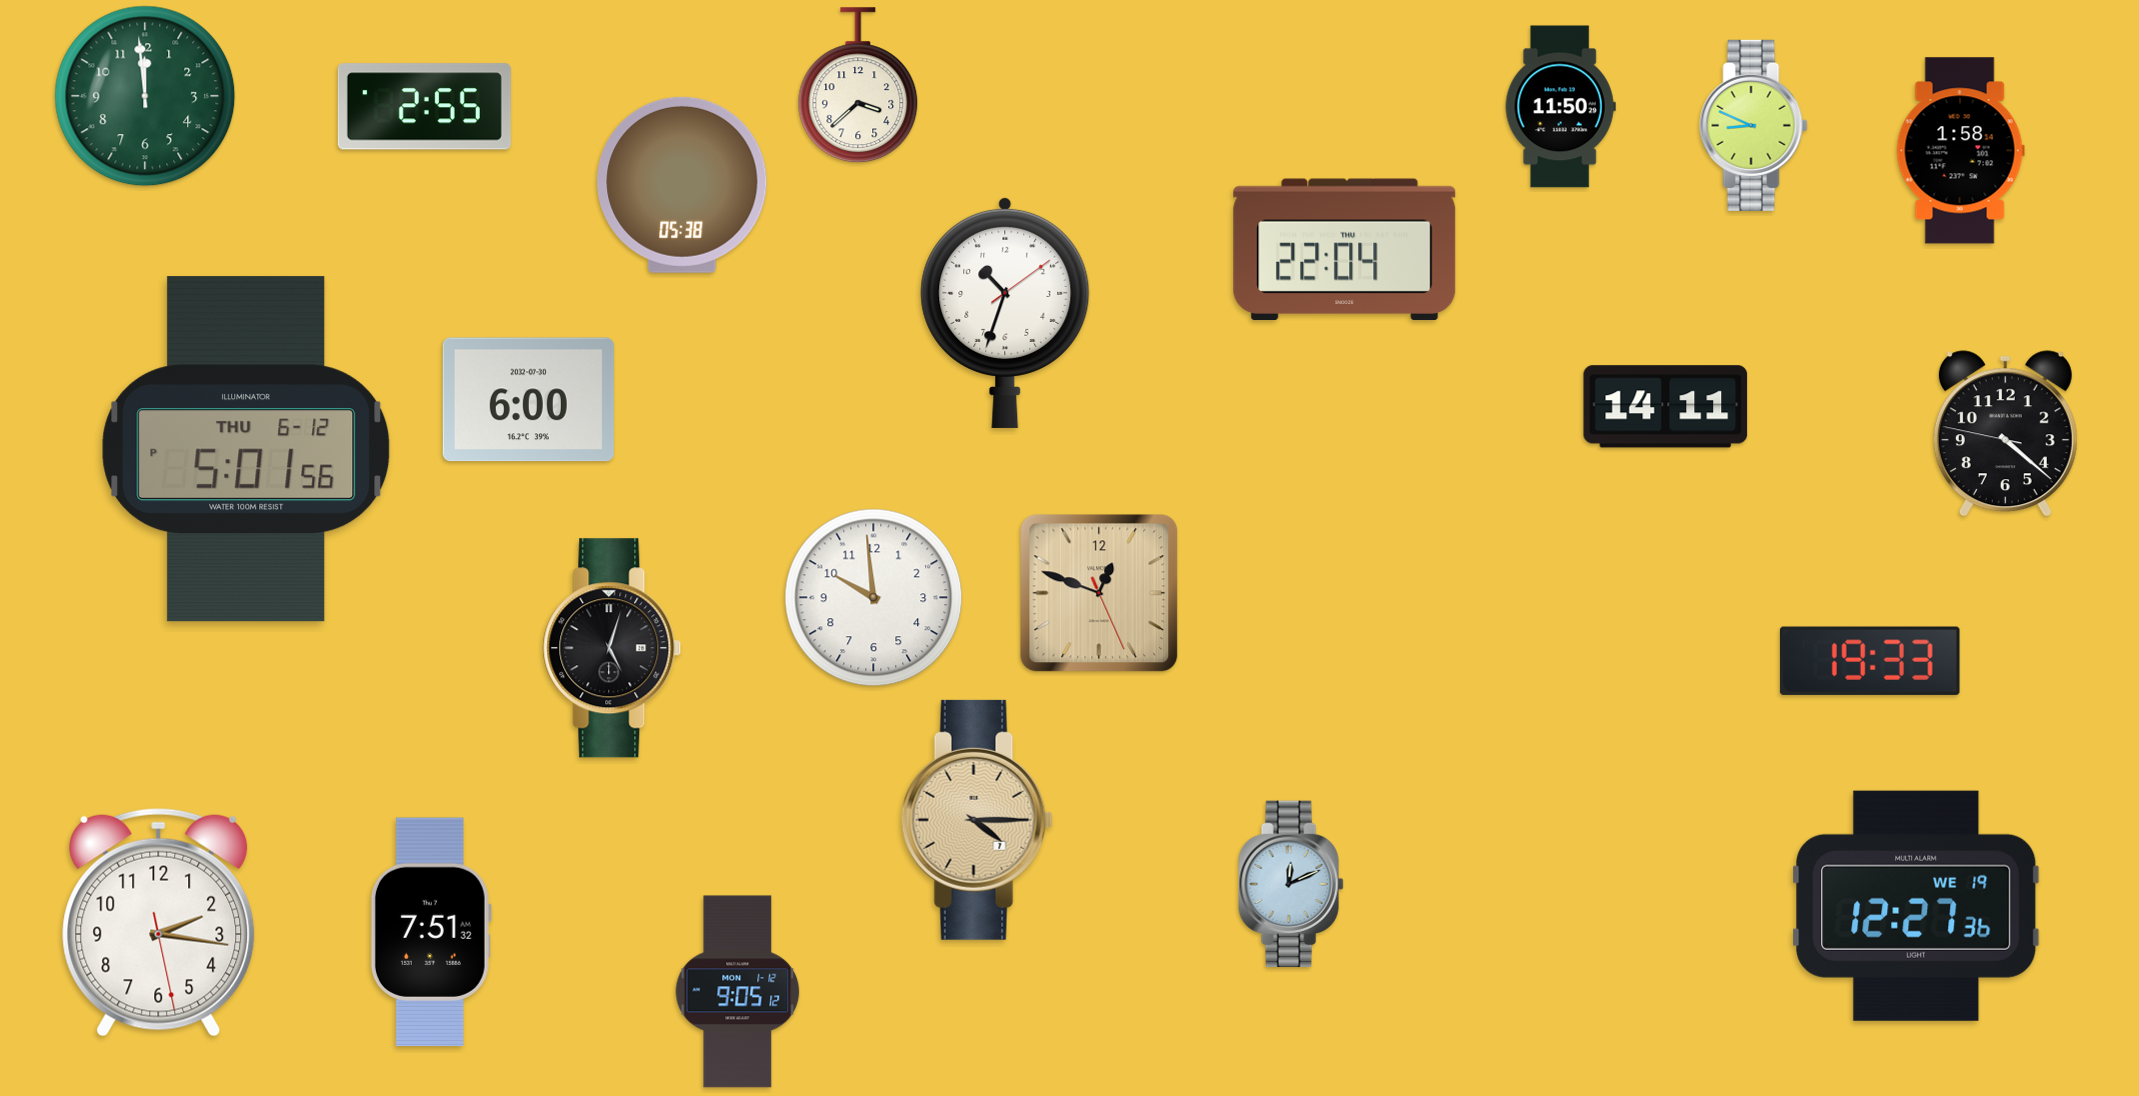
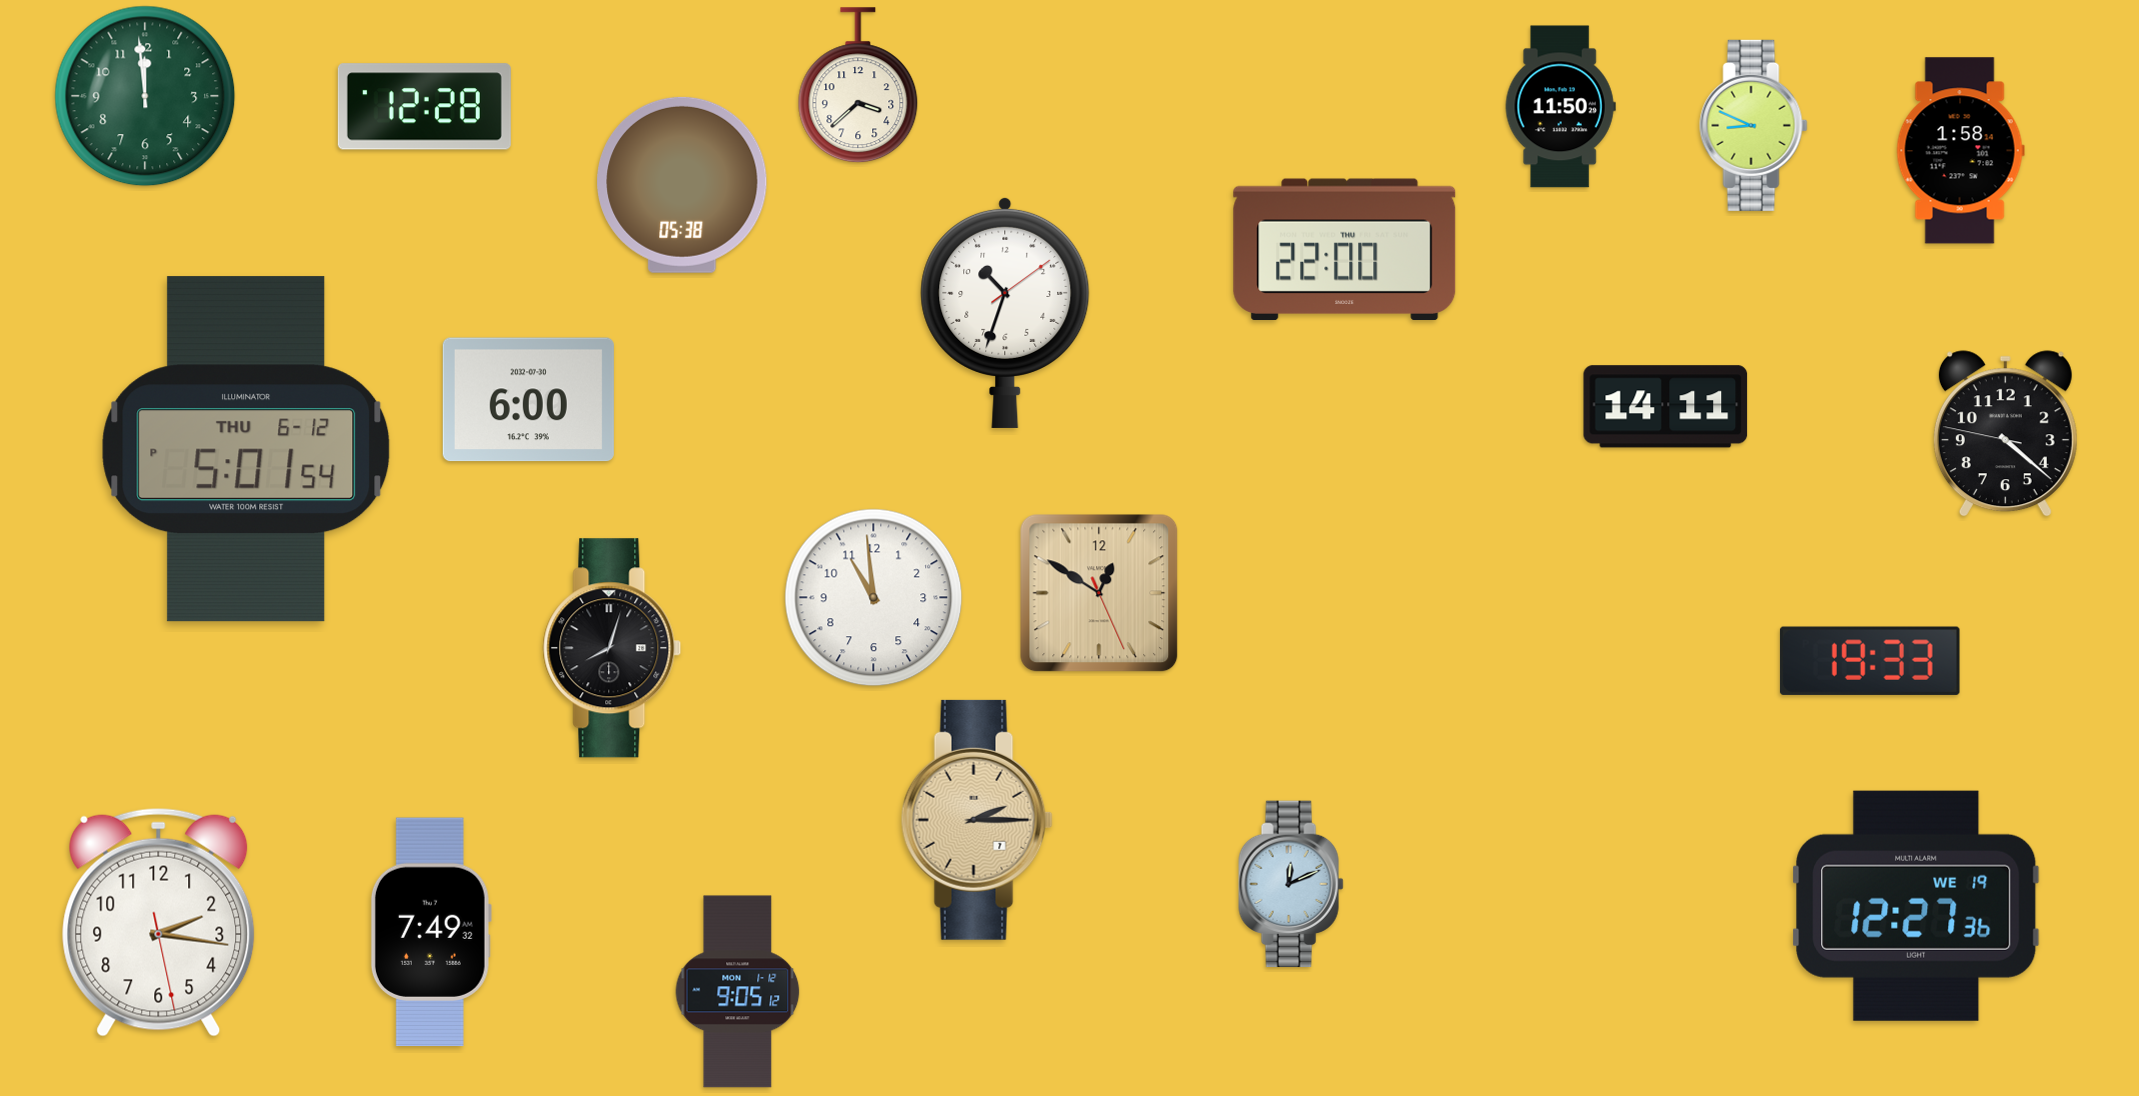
clock at (424, 107): 2:55 -> 12:28
clock at (1345, 249): 22:04 -> 22:00
clock at (246, 449): 5:01:56 PM -> 5:01:54 PM
clock at (1099, 593): 12:48 -> 12:50
clock at (874, 598): 9:59 -> 10:59
clock at (612, 648): 5:03 -> 8:03
clock at (977, 820): 4:15 -> 2:15
clock at (431, 932): 7:51 -> 7:49
